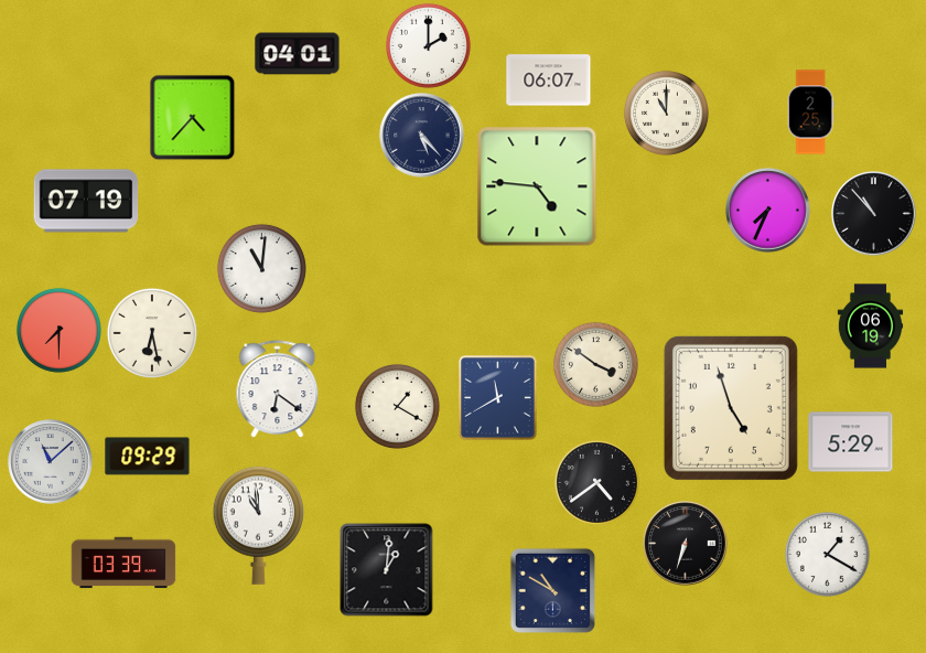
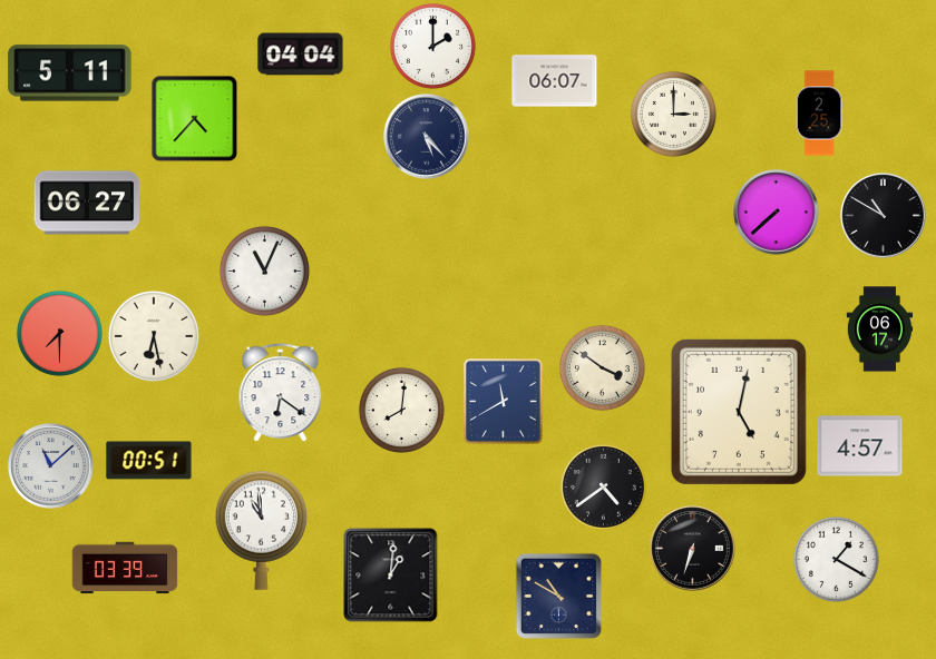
clock at (298, 54): 04:01 -> 04:04
clock at (70, 73): none -> 5:11
clock at (666, 113): 11:00 -> 3:00
clock at (537, 186): 4:46 -> none
clock at (86, 201): 07:19 -> 06:27
clock at (768, 211): 7:34 -> 7:38
clock at (874, 214): 10:53 -> 10:50
clock at (261, 268): 11:01 -> 11:04
clock at (871, 326): 06:19 -> 06:17
clock at (397, 406): 1:20 -> 8:01
clock at (731, 408): 4:57 -> 5:02
clock at (851, 442): 5:29 -> 4:57
clock at (148, 457): 09:29 -> 00:51
